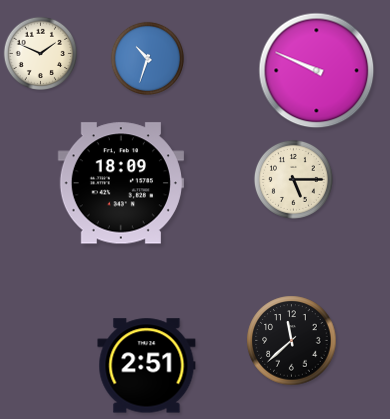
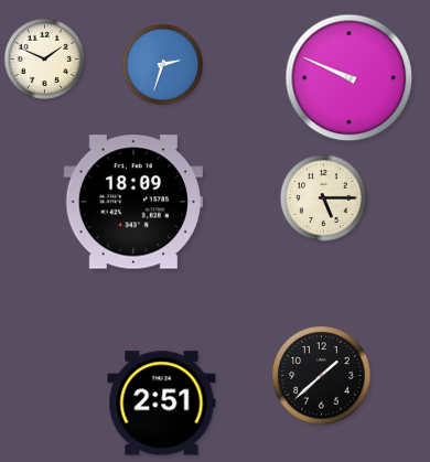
clock at (147, 58): 10:33 -> 2:33
clock at (292, 341): 11:38 -> 1:38
